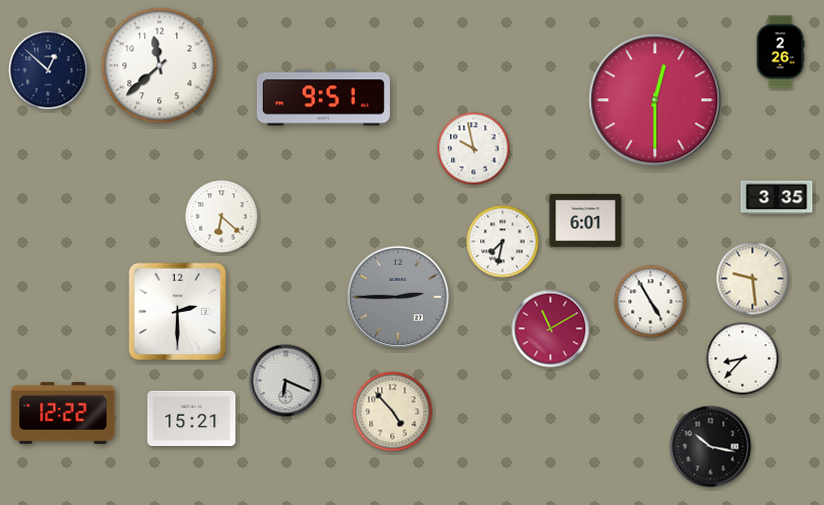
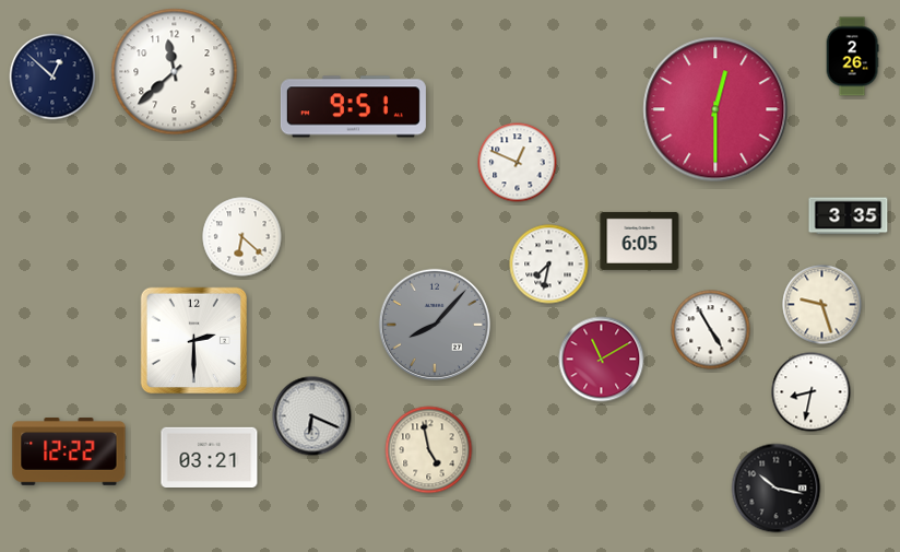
clock at (474, 149): 9:58 -> 12:49
clock at (586, 220): 6:01 -> 6:05
clock at (753, 279): 9:29 -> 9:27
clock at (398, 297): 2:45 -> 8:07
clock at (743, 359): 8:37 -> 8:32
clock at (393, 412): 4:53 -> 4:58
clock at (192, 418): 15:21 -> 03:21
